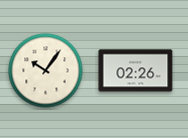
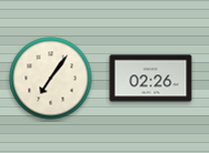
clock at (46, 71): 10:06 -> 7:06
